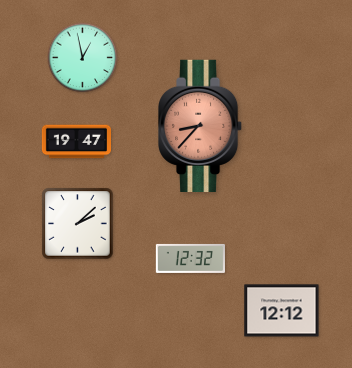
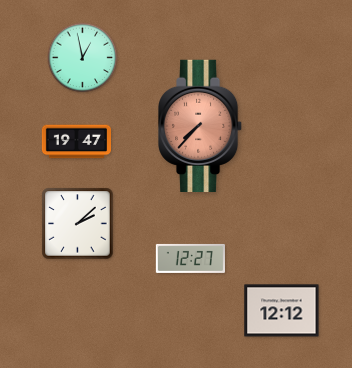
clock at (201, 125): 8:37 -> 7:37
clock at (190, 258): 12:32 -> 12:27
